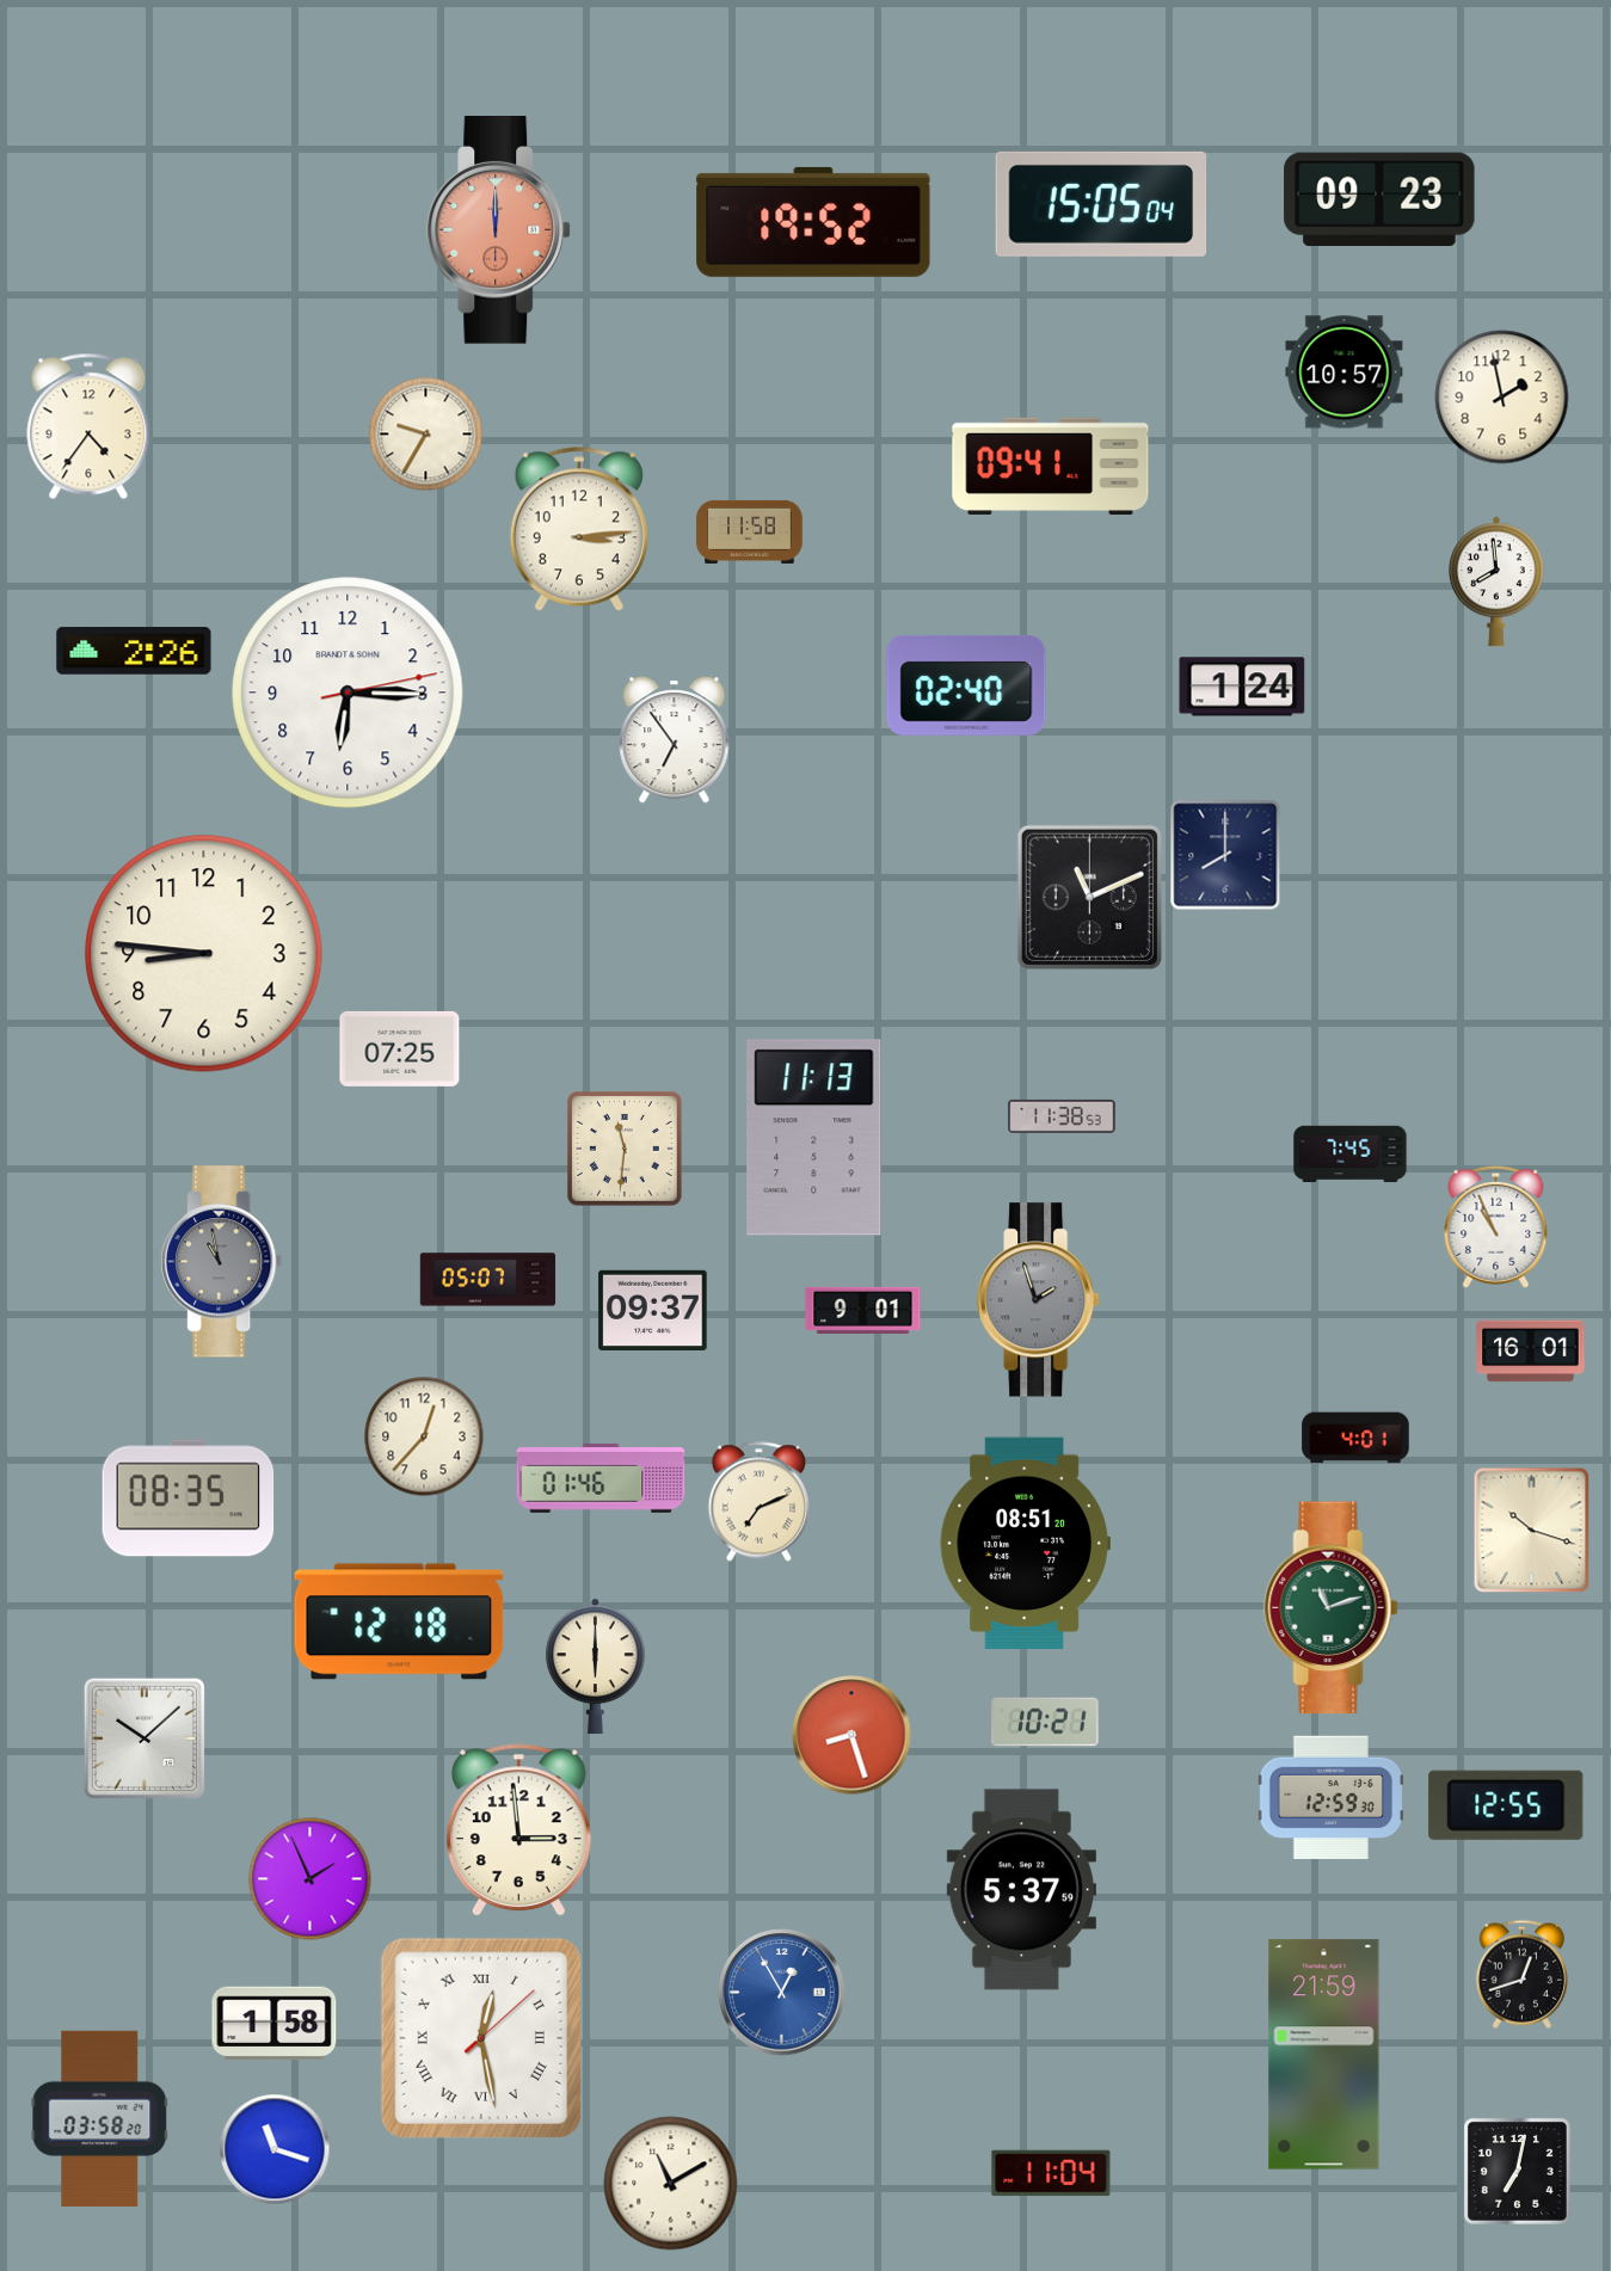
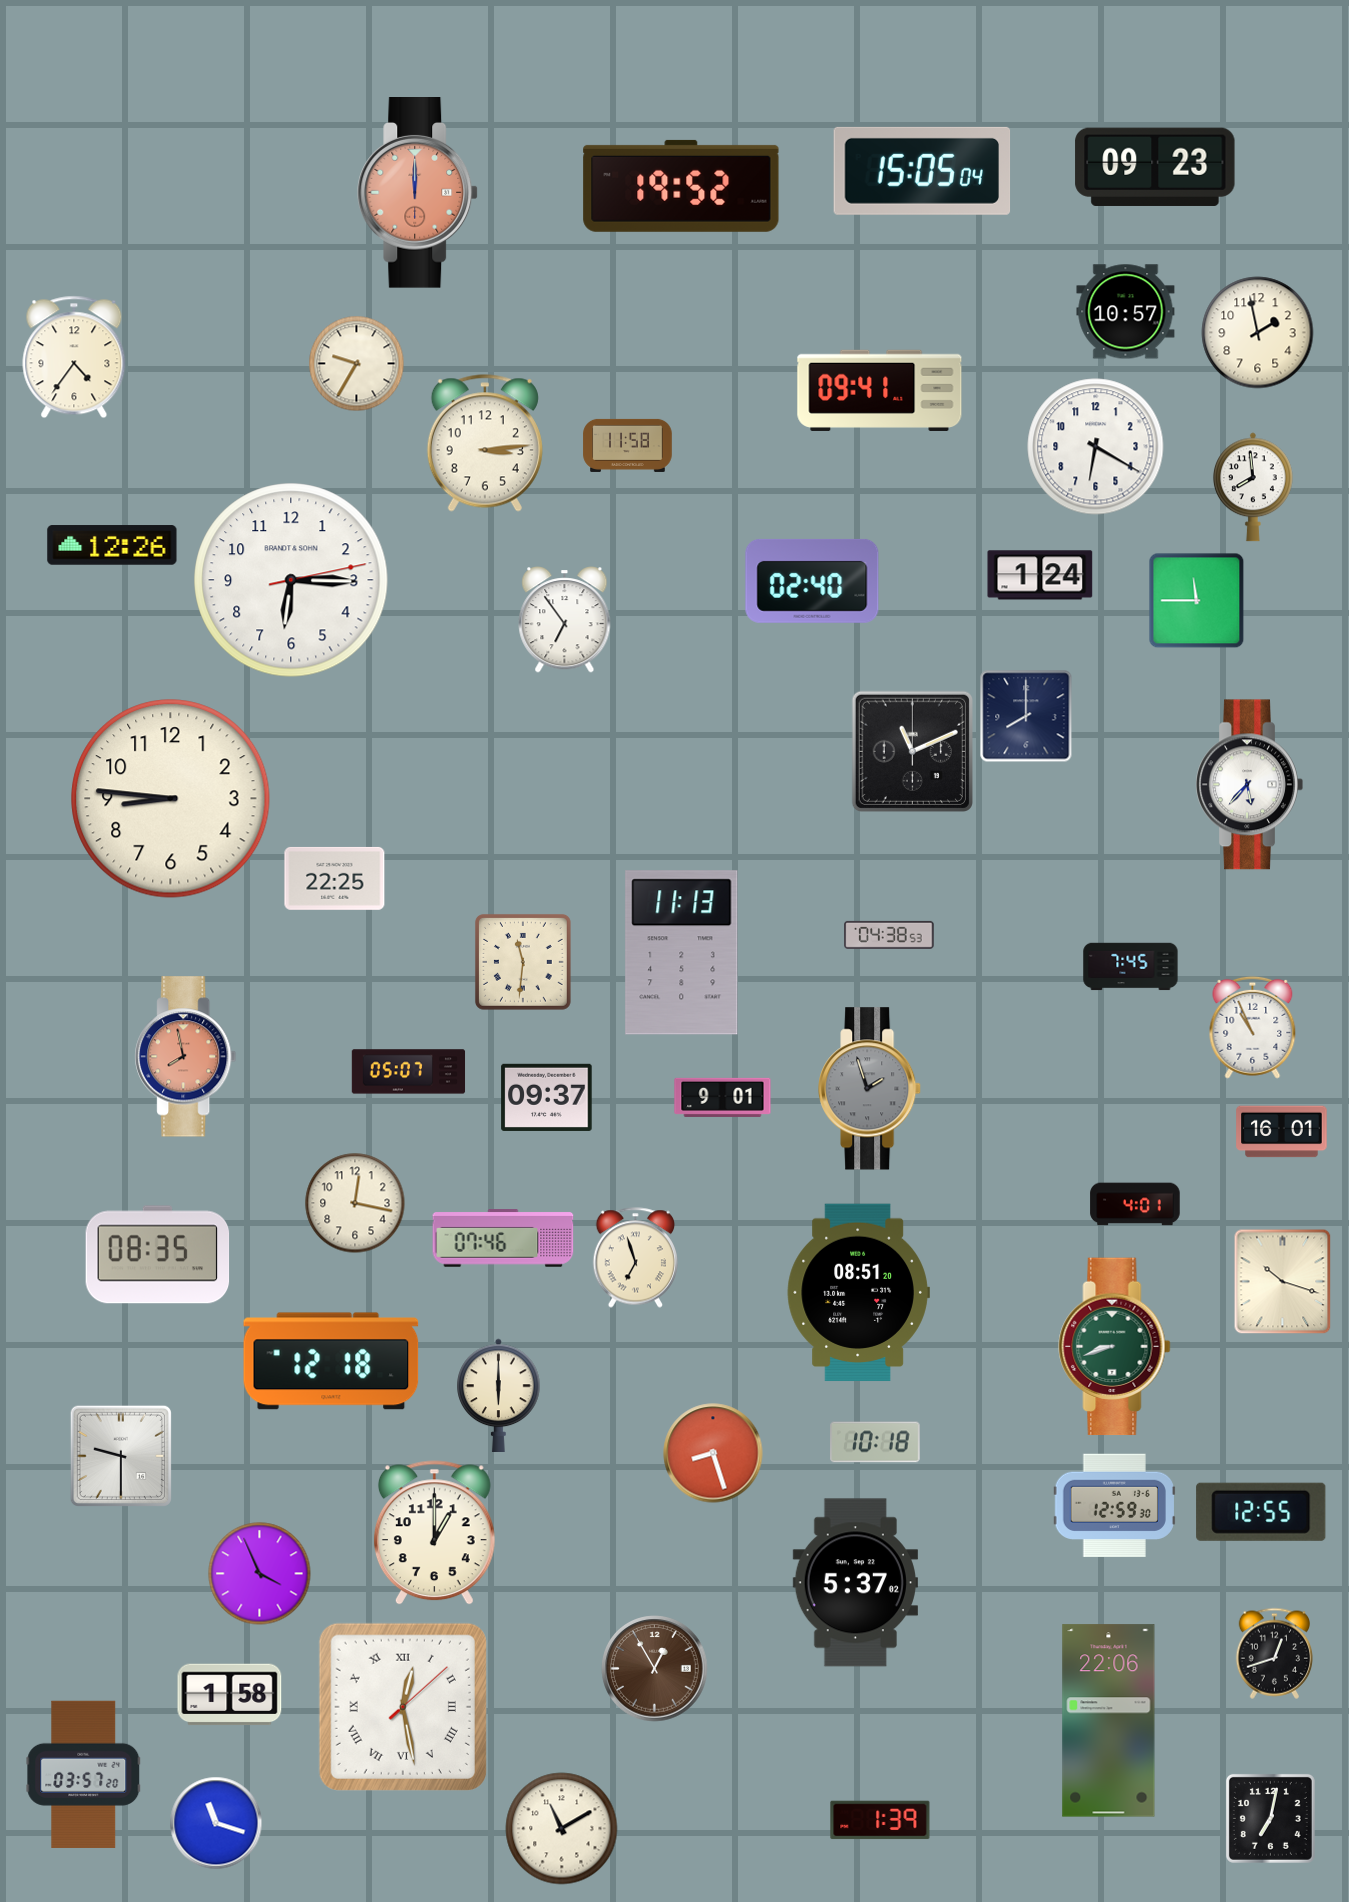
clock at (1096, 447): none -> 6:20
clock at (134, 651): 2:26 -> 12:26
clock at (966, 685) position: (966, 685) -> (812, 581)
clock at (1197, 601): none -> 11:45
clock at (1249, 785): none -> 5:37
clock at (400, 1048): 07:25 -> 22:25
clock at (1062, 1116): 11:38 -> 04:38
clock at (222, 1262): 10:58 -> 7:58
clock at (222, 1262) dial: grey -> salmon
clock at (424, 1436): 12:37 -> 12:17
clock at (601, 1478): 01:46 -> 07:46
clock at (758, 1502): 7:11 -> 6:57
clock at (1332, 1608): 11:12 -> 8:42
clock at (399, 1621) position: (399, 1621) -> (331, 1361)
clock at (1045, 1722): 10:21 -> 10:18
clock at (145, 1738): 10:08 -> 9:30
clock at (518, 1830): 2:59 -> 1:00
clock at (310, 1879): 1:56 -> 3:56
clock at (1021, 1890): 5:37:59 -> 5:37:02
clock at (782, 1993) dial: blue -> brown
clock at (1324, 2055): 21:59 -> 22:06
clock at (100, 2118): 03:58 -> 03:57
clock at (275, 2149) position: (275, 2149) -> (216, 1823)
clock at (1051, 2173): 11:04 -> 1:39
